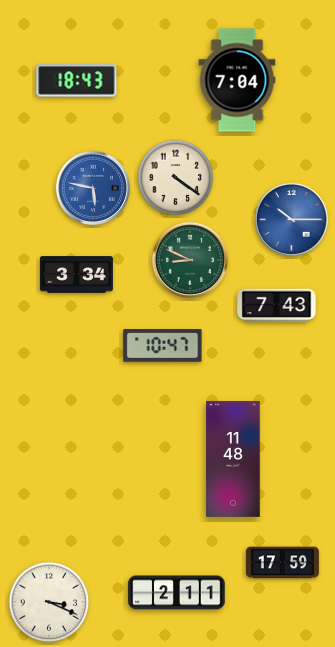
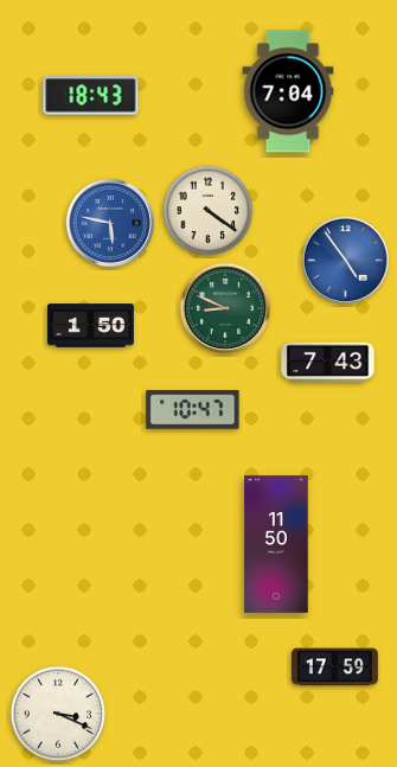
clock at (237, 80) position: (237, 80) -> (288, 91)
clock at (291, 219): 10:15 -> 4:54
clock at (76, 275): 3:34 -> 1:50
clock at (233, 460): 11:48 -> 11:50
clock at (177, 593): 2:11 -> none
